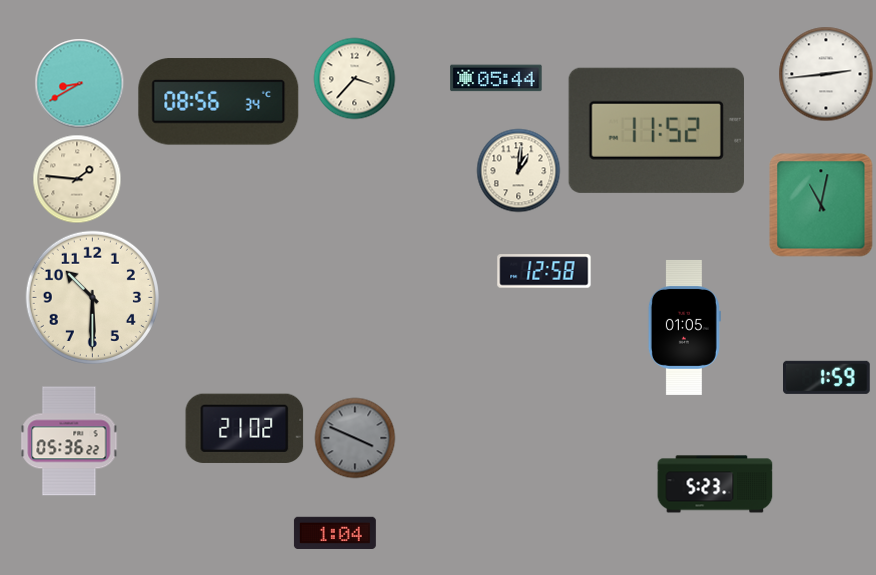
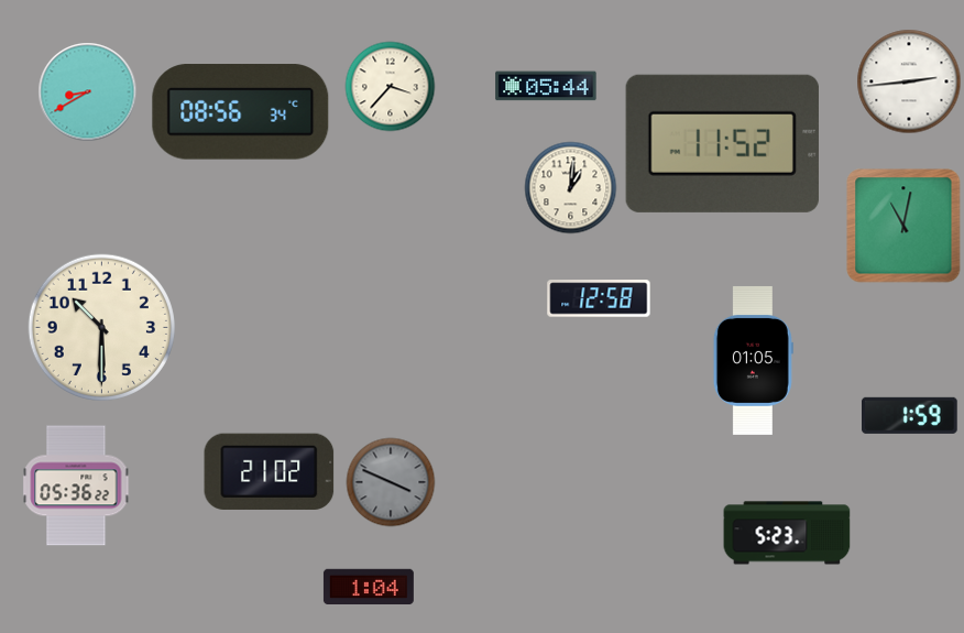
clock at (77, 179): 1:46 -> none
